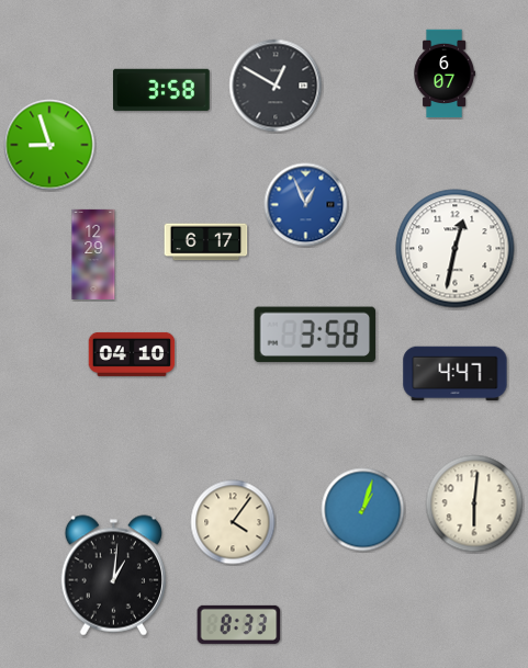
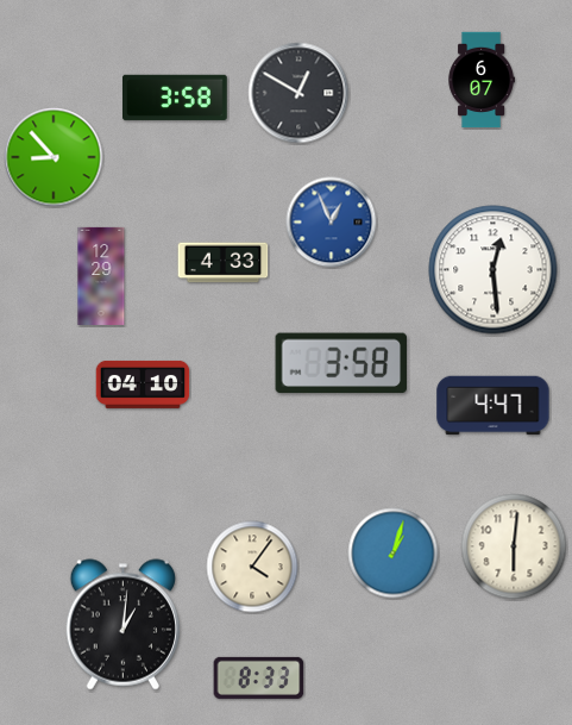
clock at (49, 145): 8:57 -> 8:53
clock at (206, 242): 6:17 -> 4:33
clock at (456, 249): 12:32 -> 12:29
